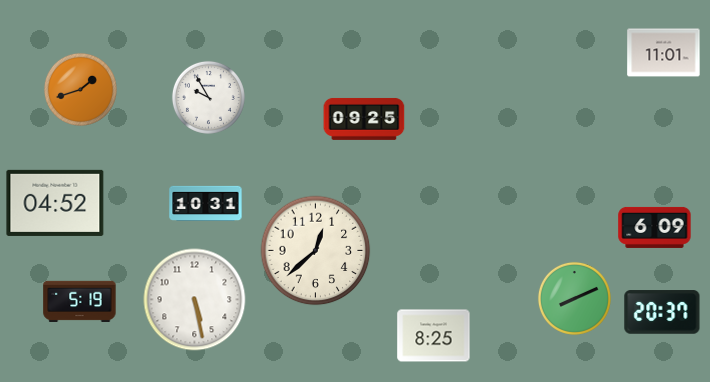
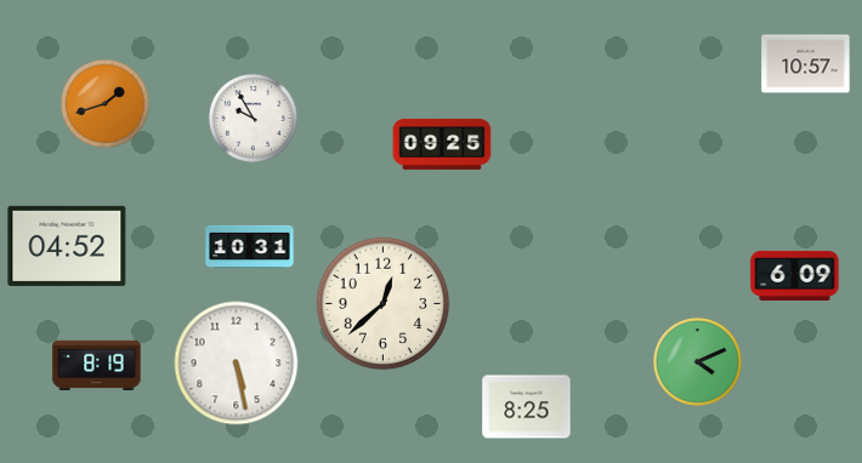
clock at (664, 53): 11:01 -> 10:57
clock at (80, 89) position: (80, 89) -> (104, 103)
clock at (574, 298): 8:11 -> 4:11
clock at (80, 301): 5:19 -> 8:19
clock at (662, 312): 20:37 -> none
